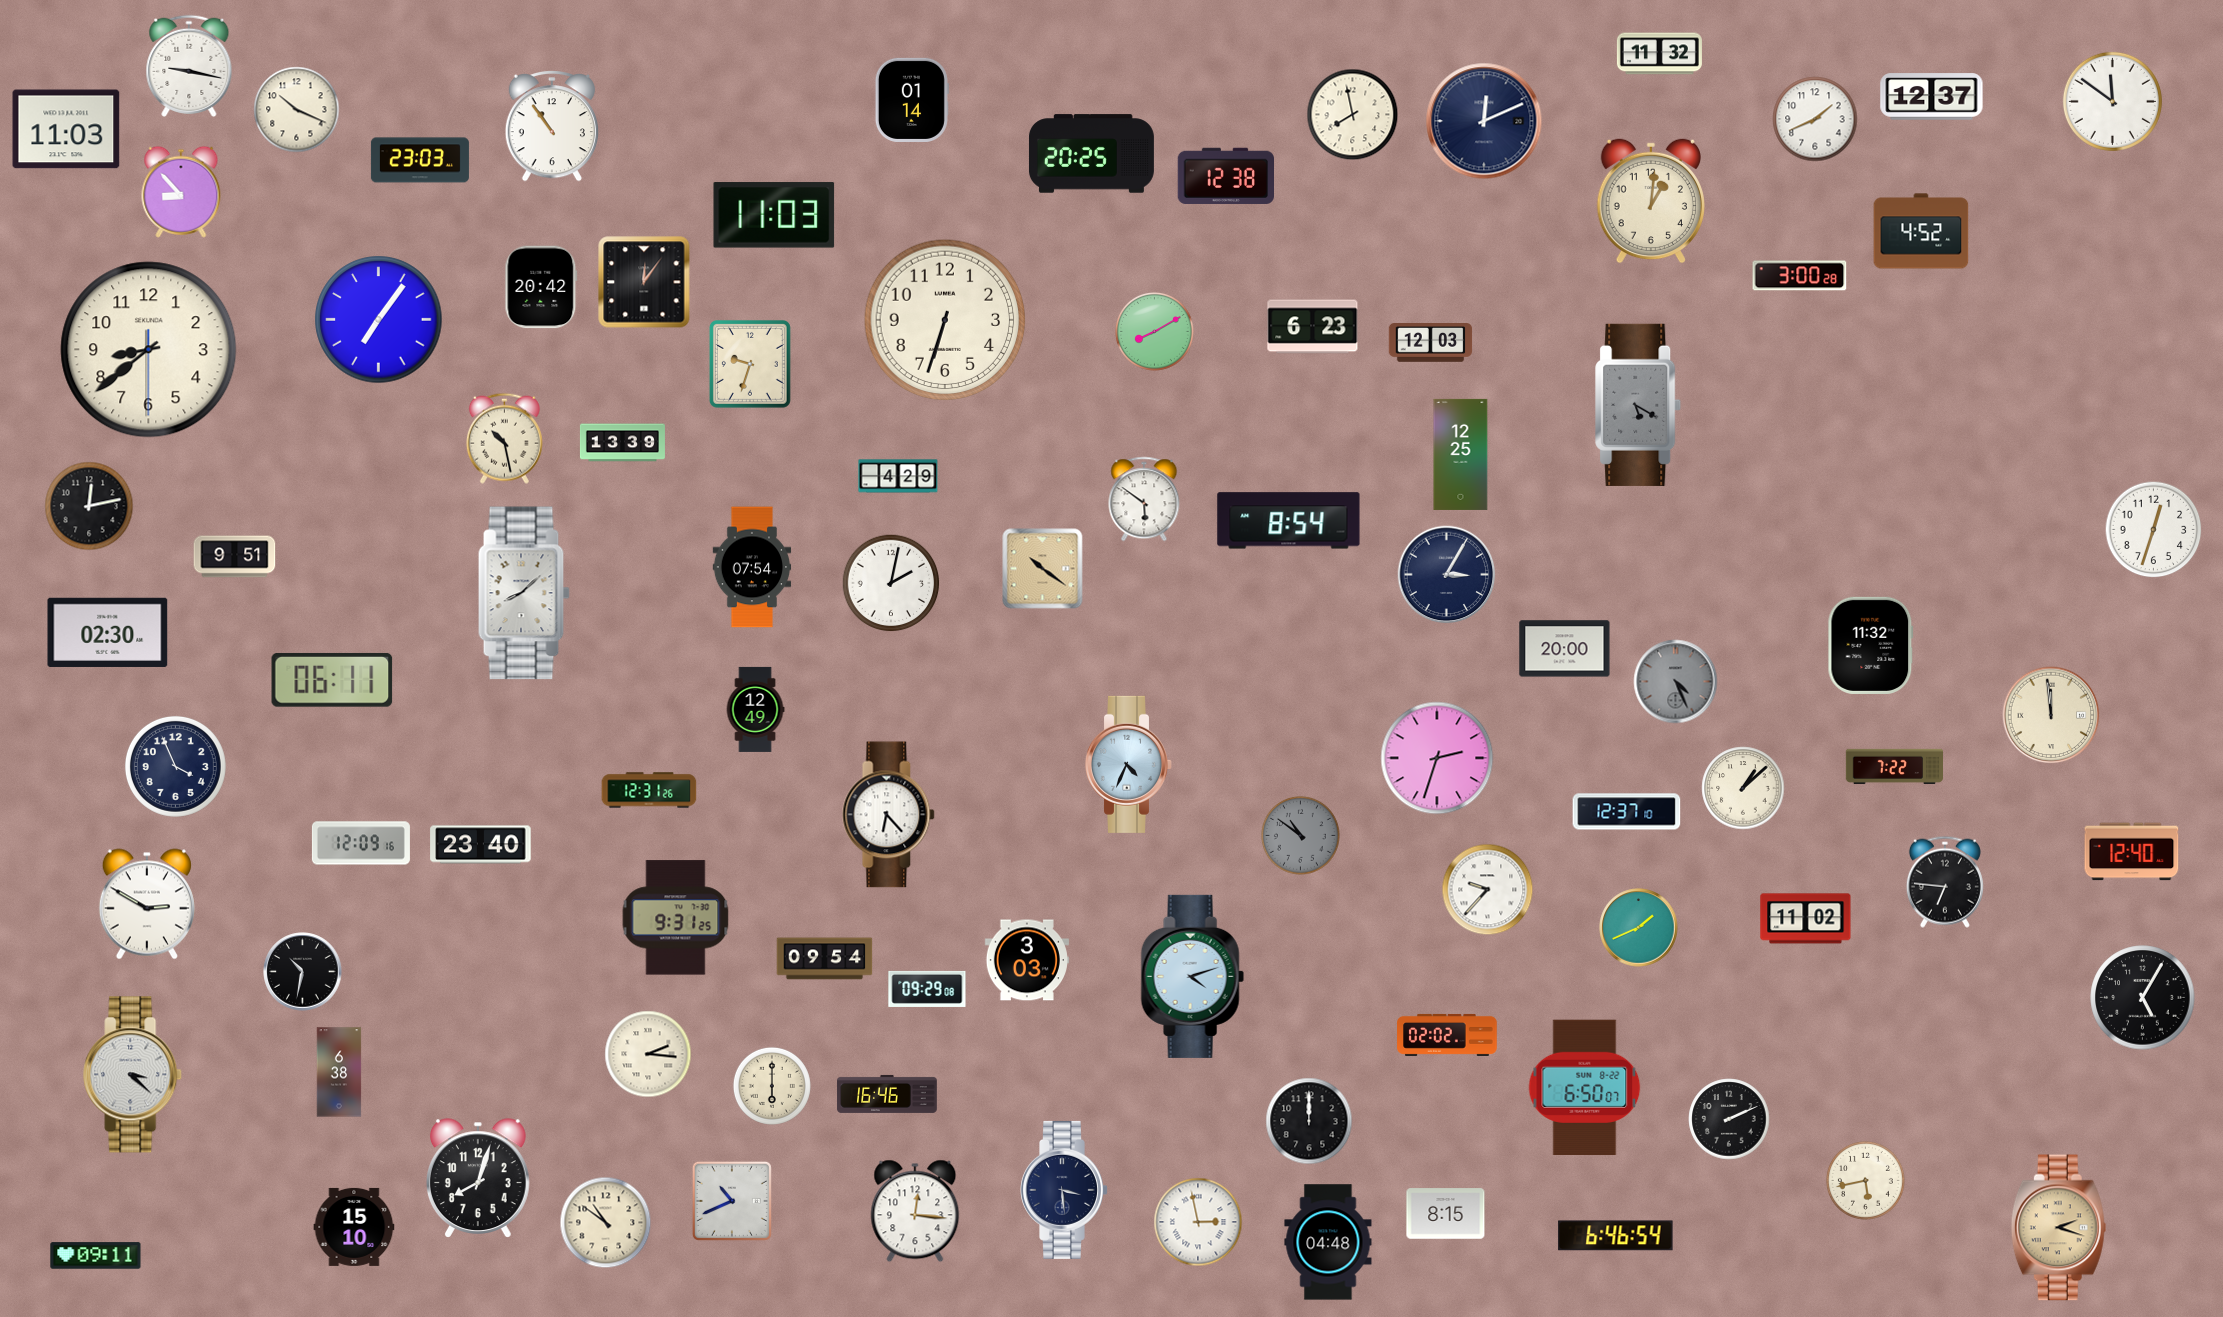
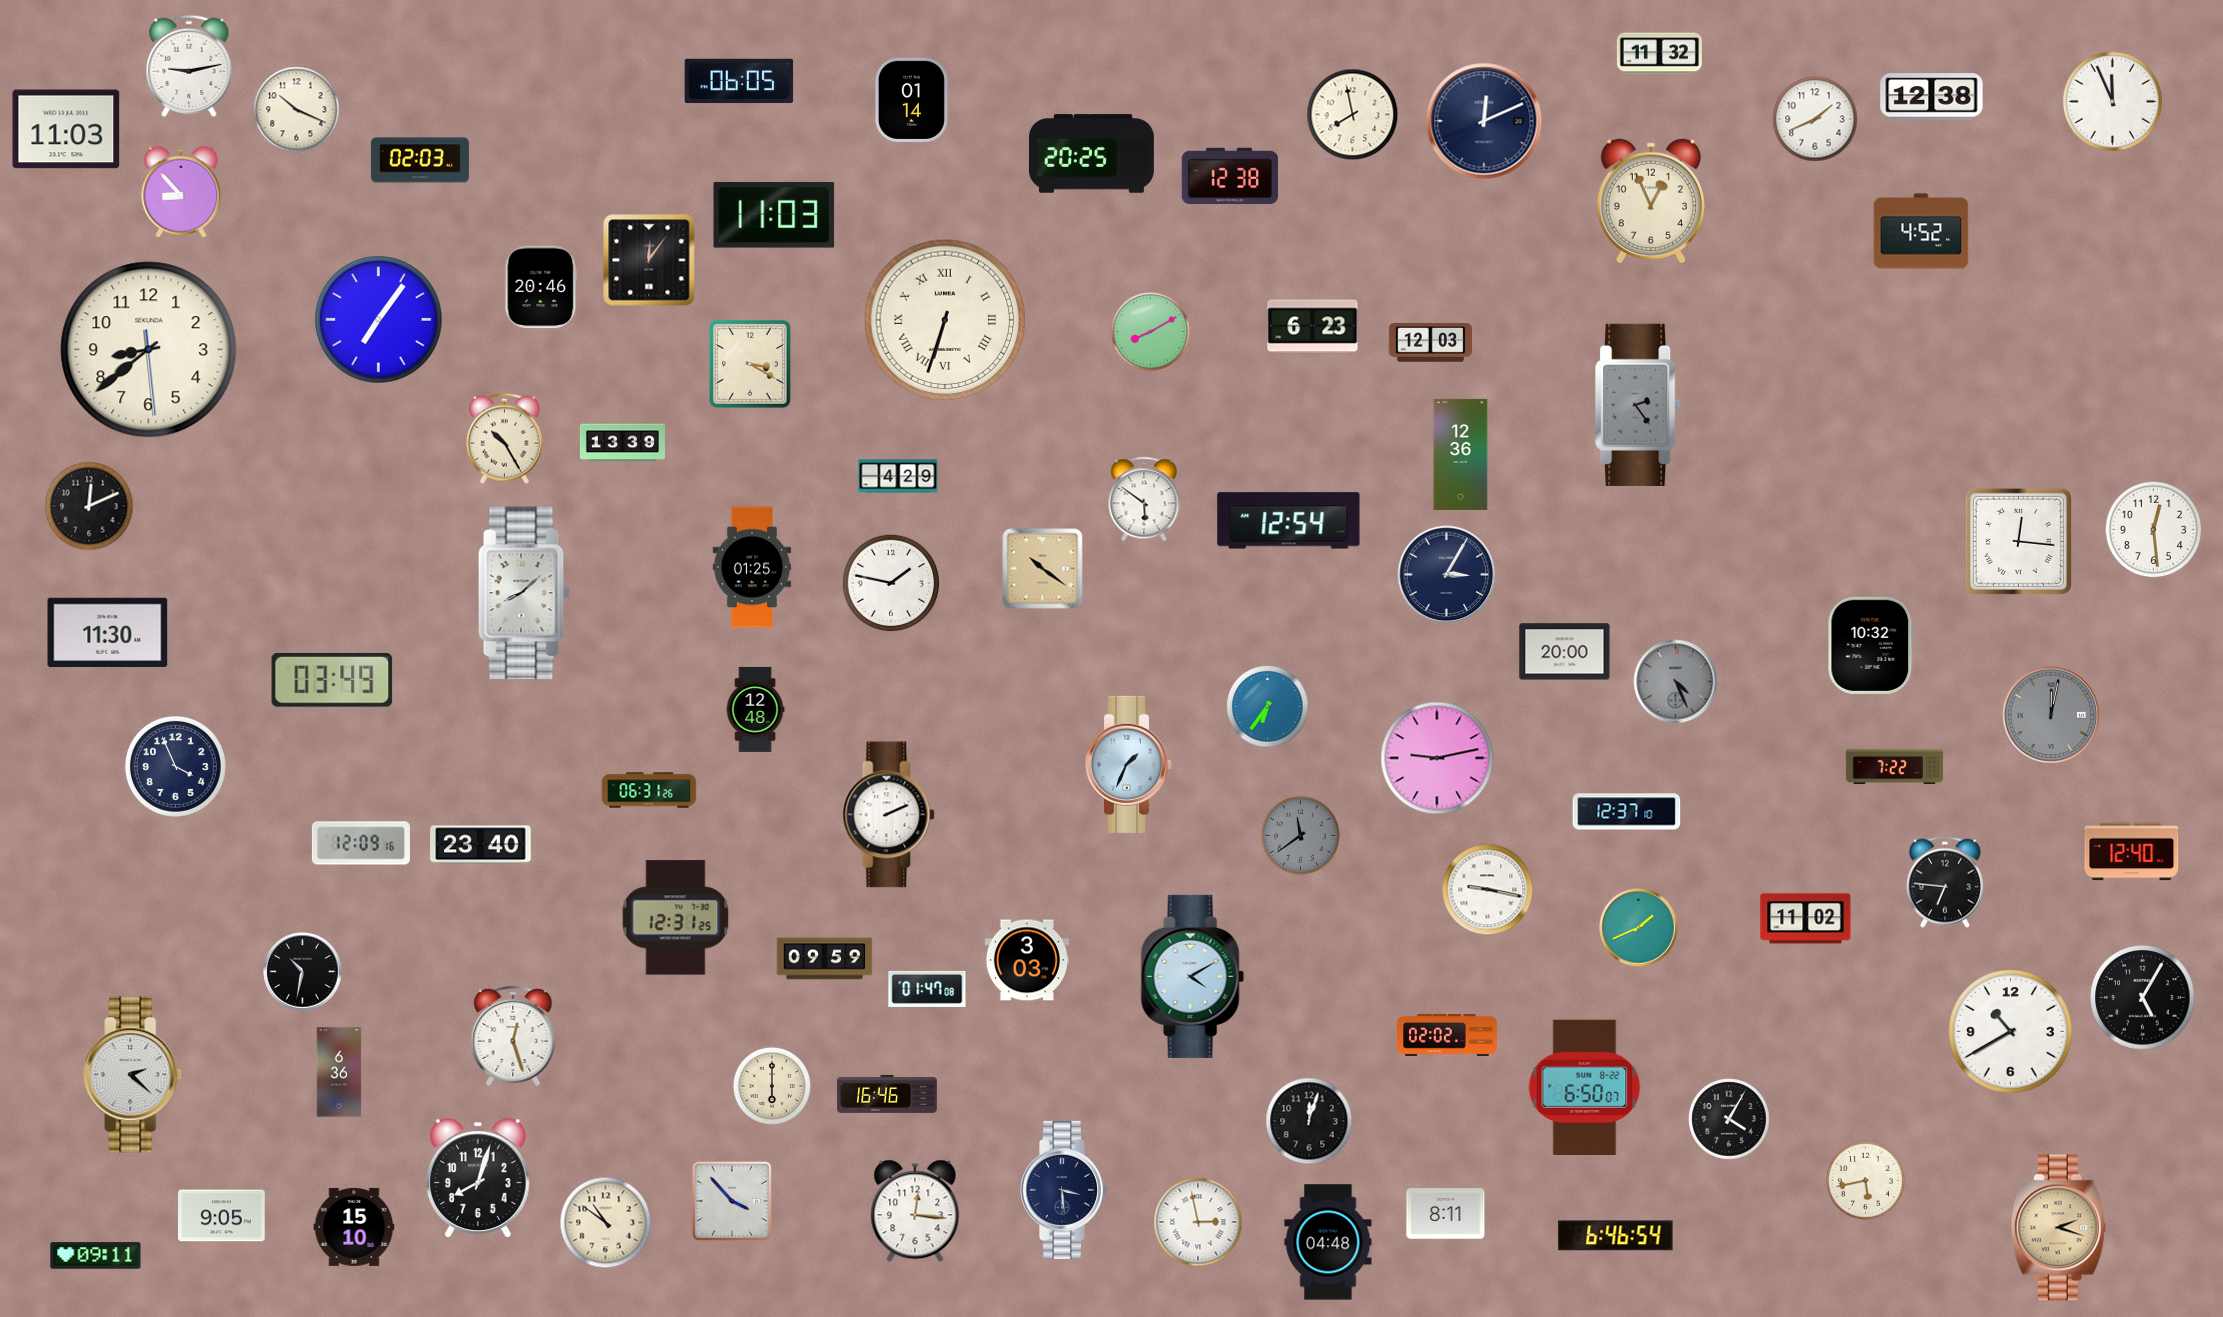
clock at (189, 66): 9:17 -> 9:13
clock at (739, 81): none -> 06:05
clock at (1932, 97): 12:37 -> 12:38
clock at (2112, 101): 11:51 -> 11:56
clock at (552, 127): 10:54 -> none
clock at (420, 160): 23:03 -> 02:03
clock at (1225, 176) position: (1225, 176) -> (1229, 176)
clock at (1651, 201): 1:01 -> 12:56
clock at (1800, 276): 3:00 -> none
clock at (644, 282) position: (644, 282) -> (649, 260)
clock at (541, 287): 20:42 -> 20:46
clock at (945, 320) numerals: Arabic -> Roman
clock at (1154, 331) position: (1154, 331) -> (1150, 331)
clock at (149, 350): 8:38:30 -> 8:38:29
clock at (750, 364): 9:33 -> 3:20
clock at (1639, 405): 5:20 -> 2:24
clock at (504, 438): 10:28 -> 10:25
clock at (1461, 454): 12:25 -> 12:36
clock at (89, 506): 12:13 -> 12:11
clock at (1289, 521): 8:54 -> 12:54
clock at (2154, 530): 12:33 -> 12:29
clock at (2018, 541): none -> 12:16
clock at (235, 557): 9:51 -> none
clock at (752, 567): 07:54 -> 01:25
clock at (891, 583): 2:02 -> 1:47
clock at (108, 632): 02:30 -> 11:30
clock at (1871, 645): 11:32 -> 10:32
clock at (1565, 649) position: (1565, 649) -> (1565, 652)
clock at (332, 680): 06:11 -> 03:49
clock at (1268, 707): none -> 6:36
clock at (755, 709): 12:49 -> 12:48
clock at (2051, 715): 11:59 -> 12:02
clock at (2051, 715) dial: cream -> grey
clock at (1437, 758): 2:33 -> 9:13
clock at (1128, 764): 4:34 -> 1:34
clock at (1743, 788): 1:08 -> none
clock at (649, 790): 12:31 -> 06:31
clock at (889, 815): 6:23 -> 2:11
clock at (1300, 835): 10:51 -> 11:39
clock at (1488, 890): 9:37 -> 9:17
clock at (147, 904): 2:50 -> none
clock at (676, 918): 9:31 -> 12:31
clock at (825, 959): 09:54 -> 09:59
clock at (1192, 976): 4:12 -> 4:10
clock at (927, 989): 09:29 -> 01:47
clock at (2010, 1031): none -> 10:40
clock at (513, 1036): none -> 12:27
clock at (648, 1054): 2:16 -> none
clock at (339, 1072): 6:38 -> 6:36
clock at (133, 1075): 3:22 -> 2:22
clock at (1729, 1119): 2:11 -> 4:05
clock at (1309, 1121): 12:00 -> 12:03
clock at (732, 1201): 10:41 -> 3:53
clock at (1446, 1214): 8:15 -> 8:11
clock at (222, 1216): none -> 9:05
